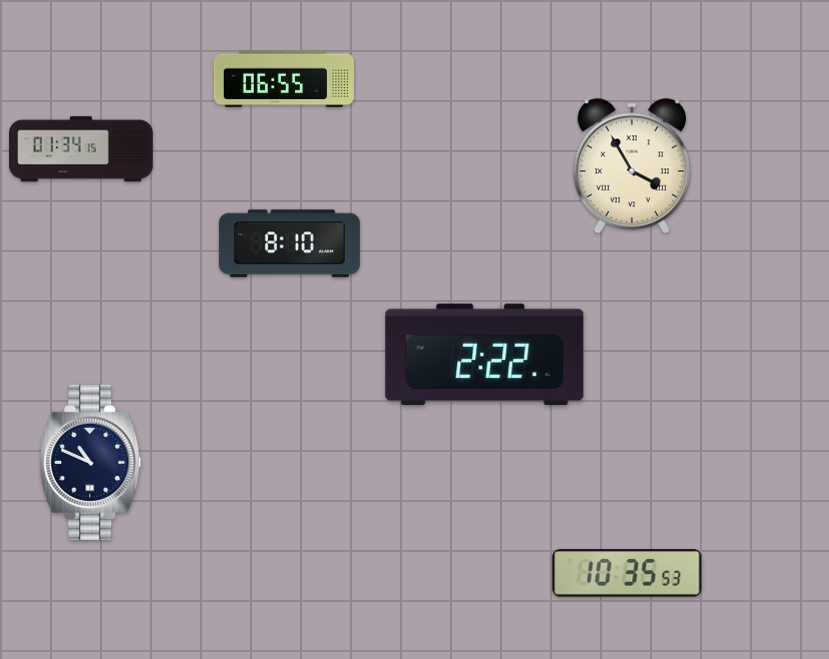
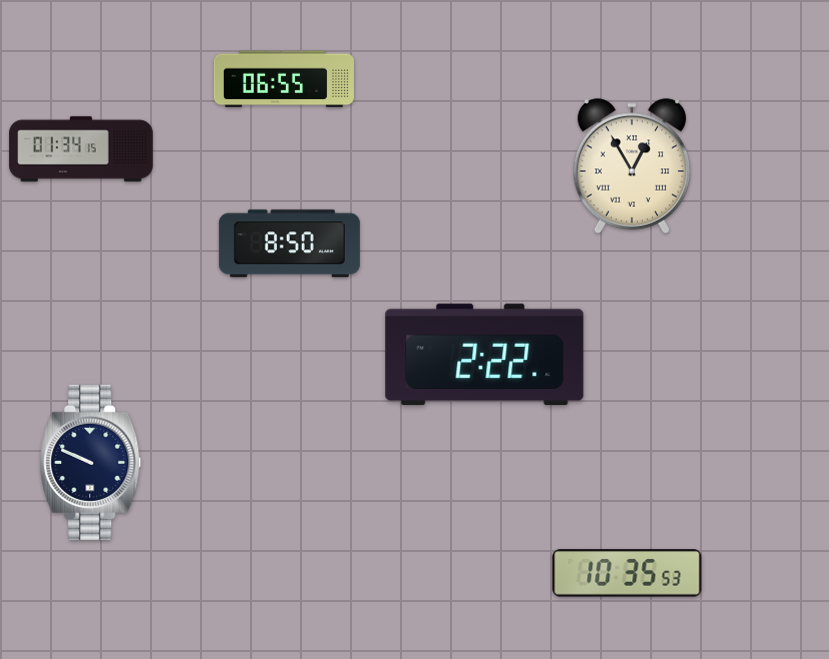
clock at (632, 166): 3:55 -> 12:55
clock at (289, 244): 8:10 -> 8:50
clock at (91, 462): 10:49 -> 9:49
